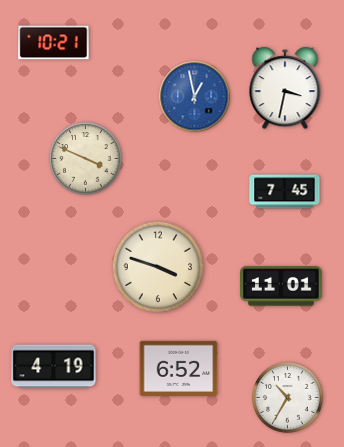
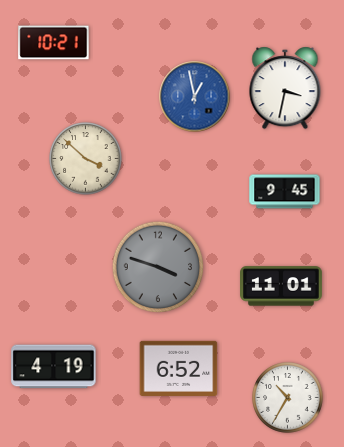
clock at (86, 159): 3:49 -> 3:52
clock at (285, 192): 7:45 -> 9:45
clock at (158, 267) dial: cream -> grey
